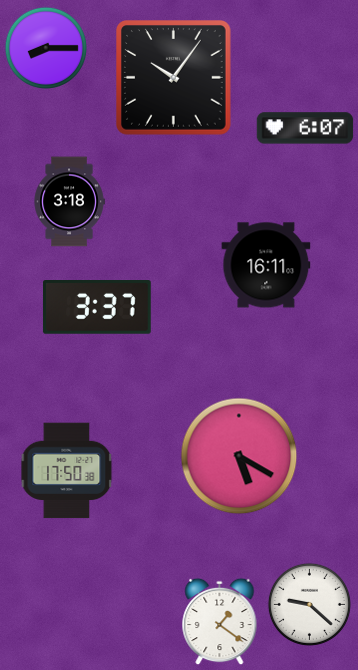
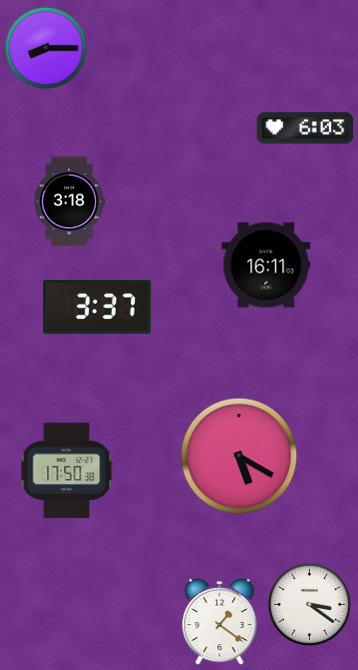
clock at (174, 78): 10:06 -> none
clock at (305, 128): 6:07 -> 6:03
clock at (309, 604): 9:22 -> 3:21
